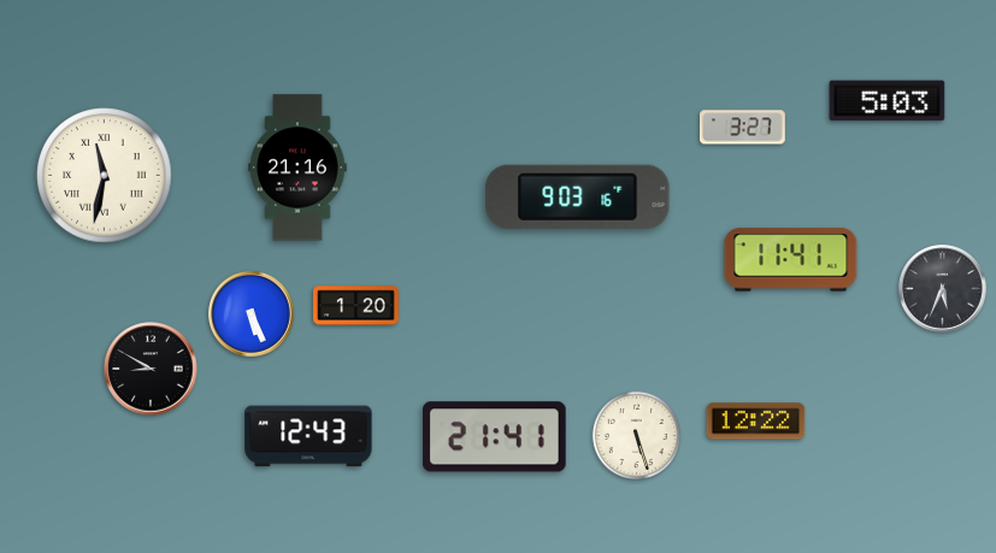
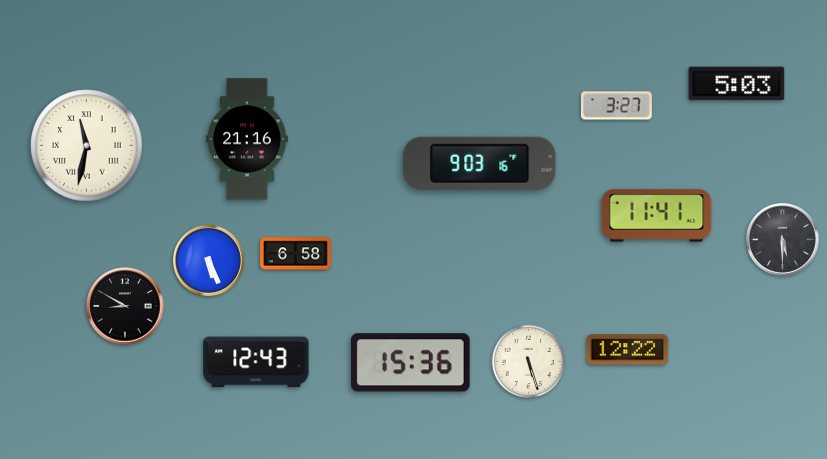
clock at (943, 289): 5:34 -> 5:30
clock at (356, 306): 1:20 -> 6:58
clock at (494, 437): 21:41 -> 15:36
